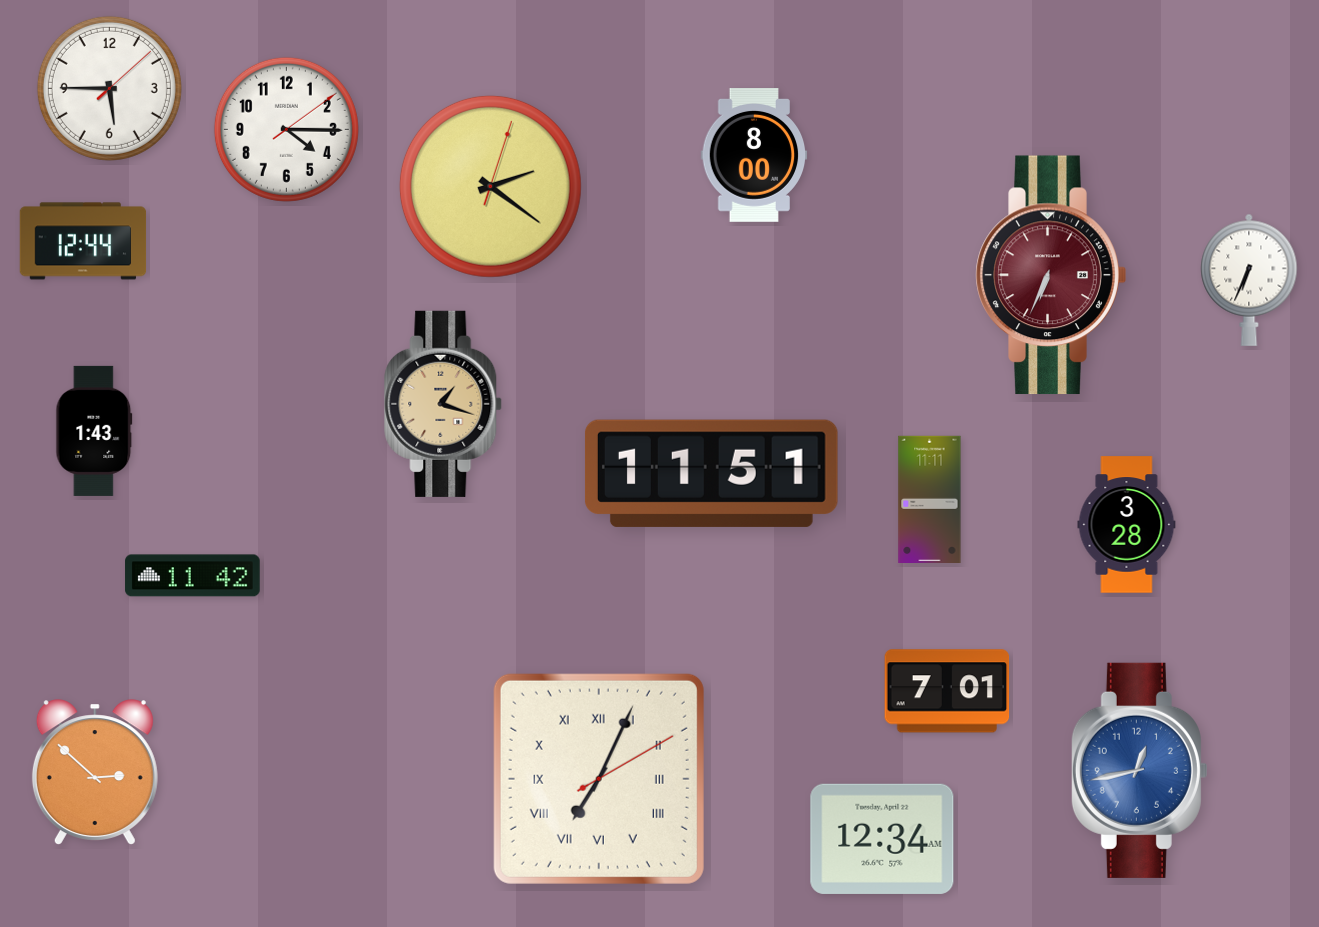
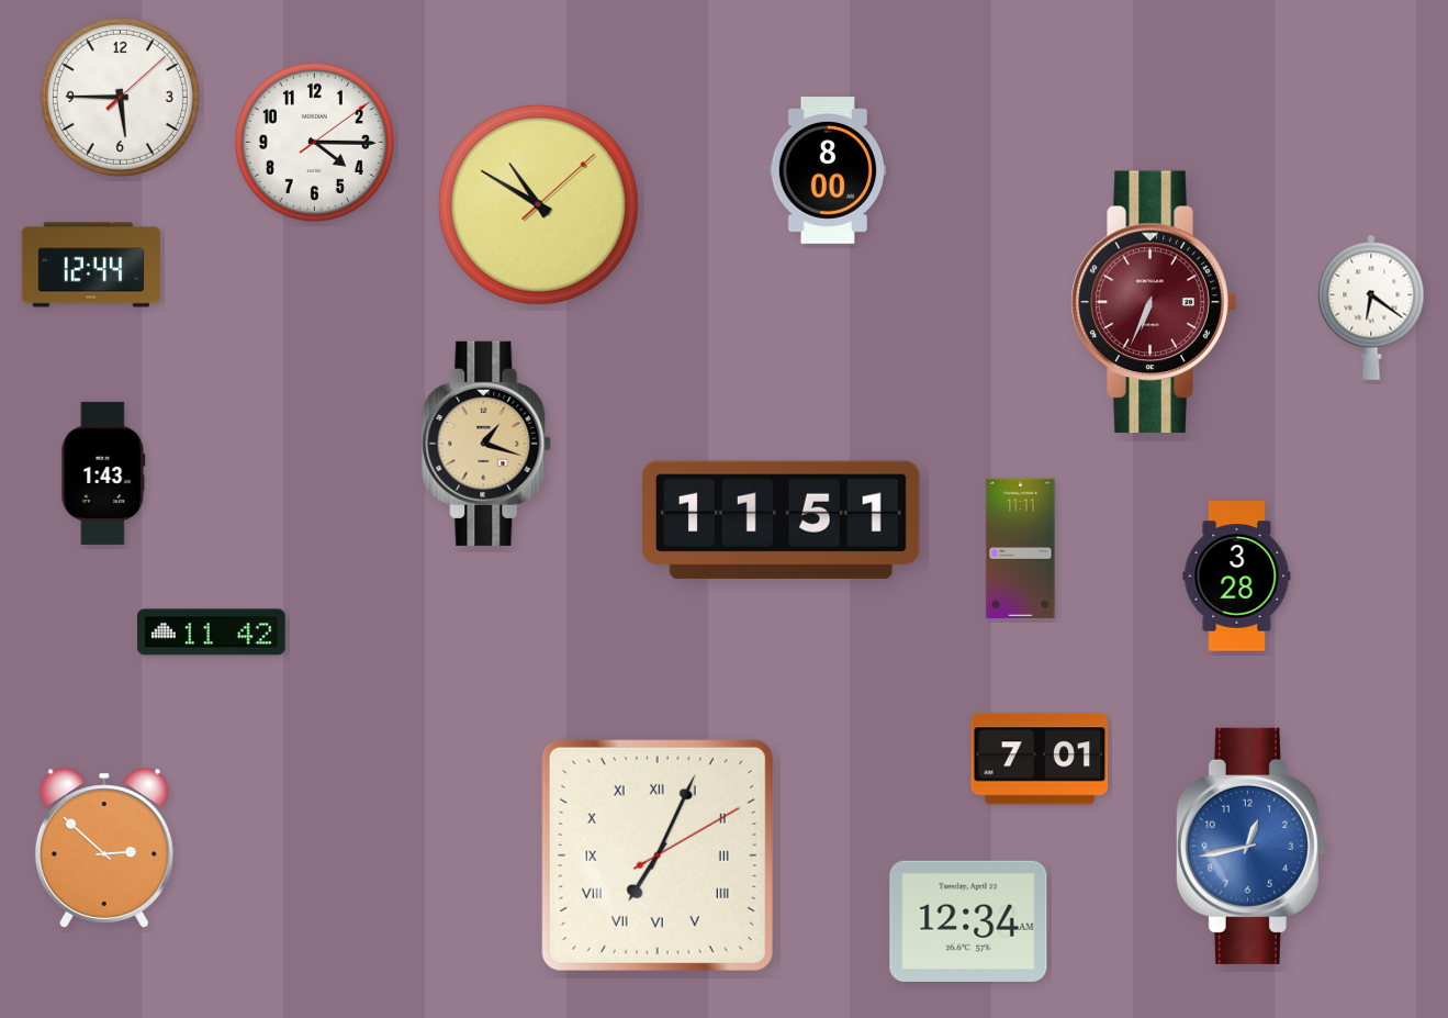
clock at (490, 186): 2:21 -> 10:50
clock at (1249, 280): 6:34 -> 6:21
